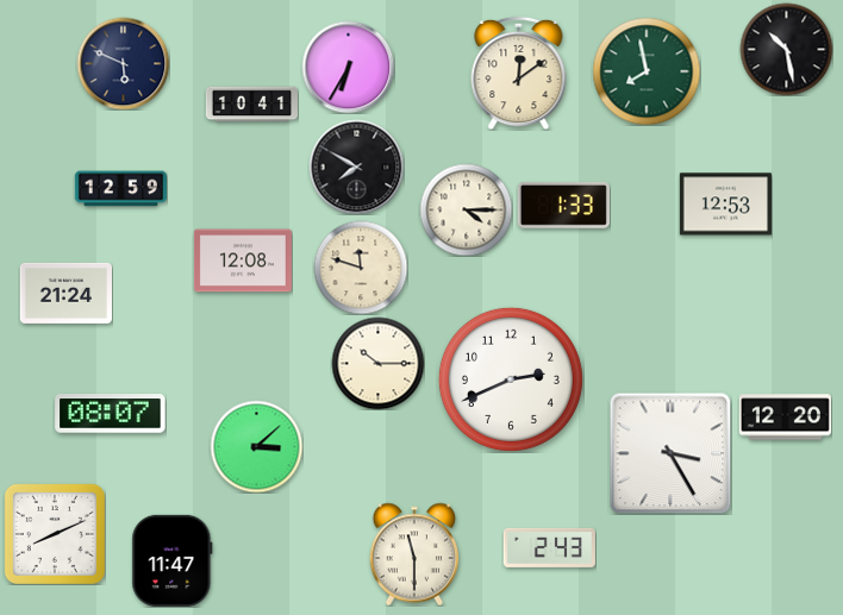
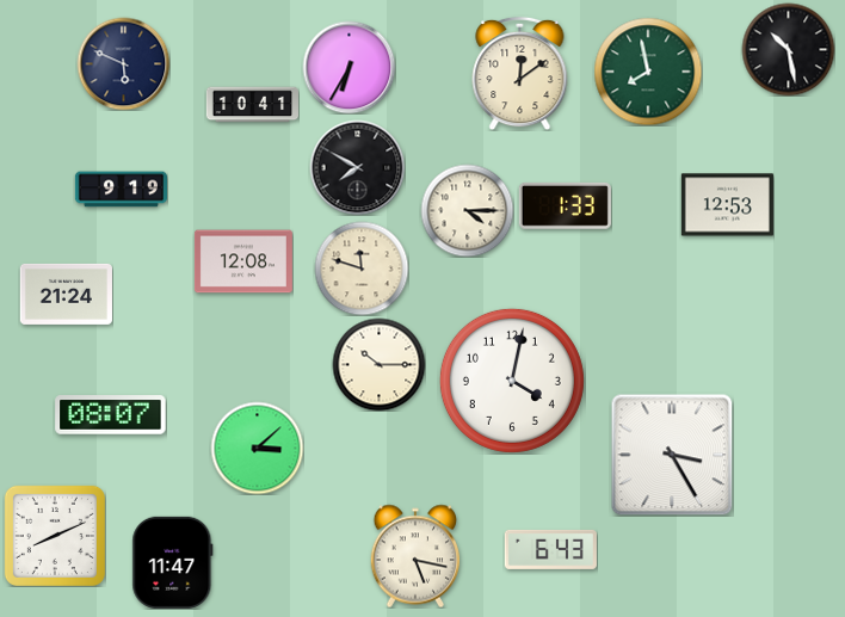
clock at (120, 189): 12:59 -> 9:19
clock at (511, 379): 2:41 -> 4:02
clock at (785, 418): 12:20 -> none
clock at (549, 547): 2:43 -> 6:43
clock at (413, 554): 11:30 -> 5:17
